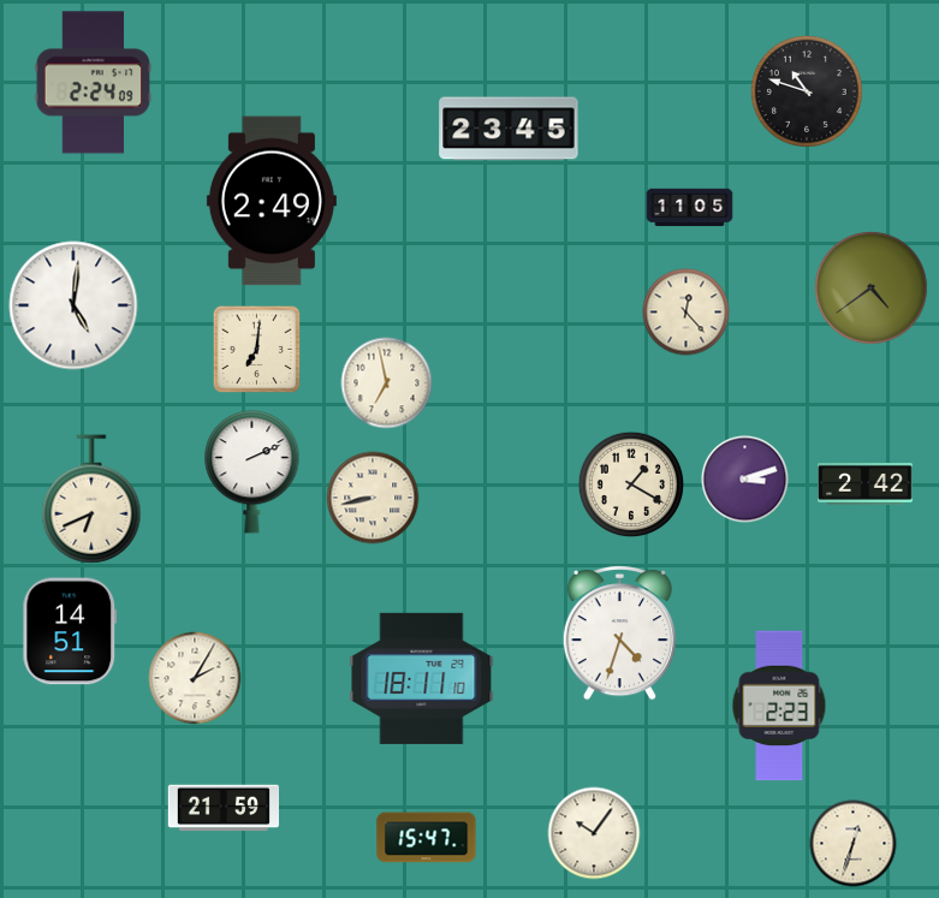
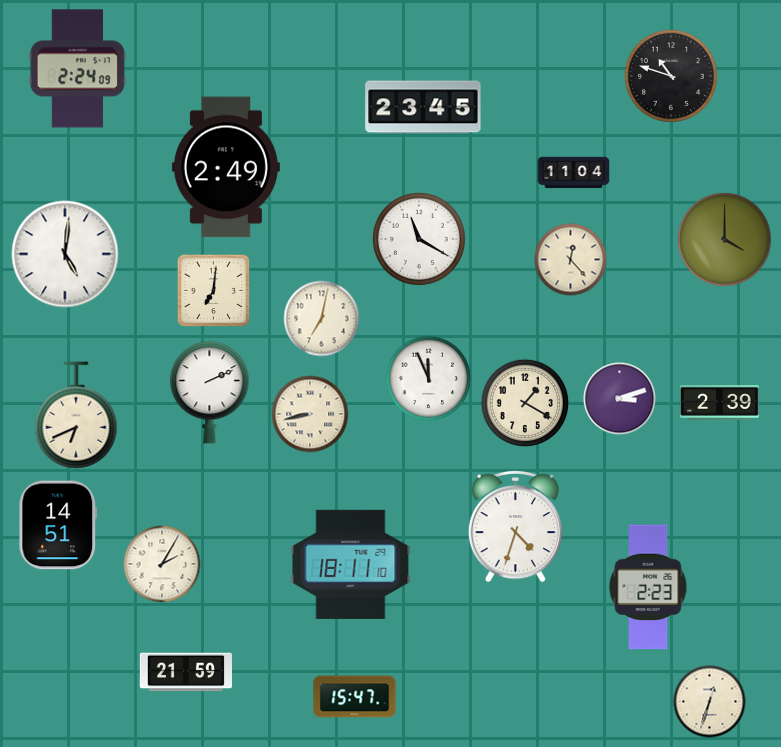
clock at (690, 208): 11:05 -> 11:04
clock at (419, 239): none -> 11:20
clock at (870, 287): 4:39 -> 4:00
clock at (73, 305) position: (73, 305) -> (65, 254)
clock at (387, 383): 6:58 -> 7:02
clock at (429, 379): none -> 11:56
clock at (866, 484): 2:42 -> 2:39
clock at (594, 833): 10:06 -> none
